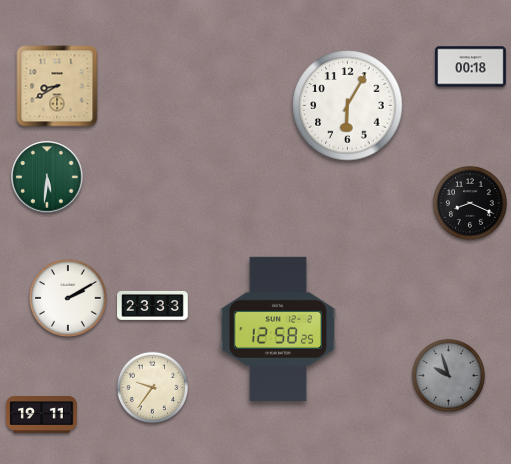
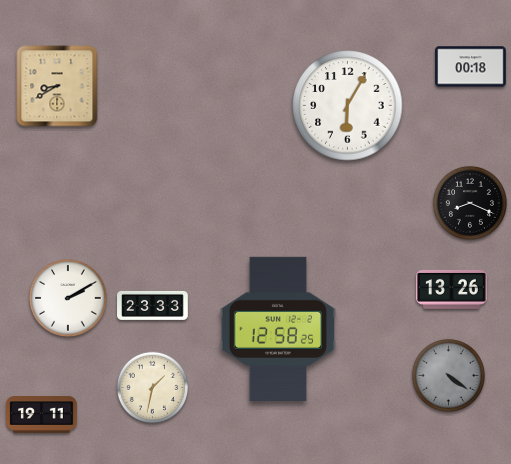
clock at (47, 177): 5:31 -> none
clock at (452, 289): none -> 13:26
clock at (448, 375): 9:57 -> 4:21
clock at (153, 388): 9:36 -> 1:32
